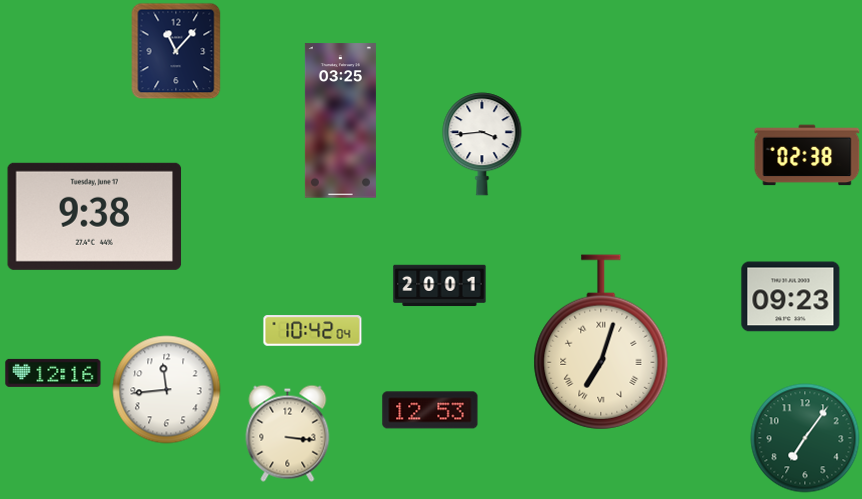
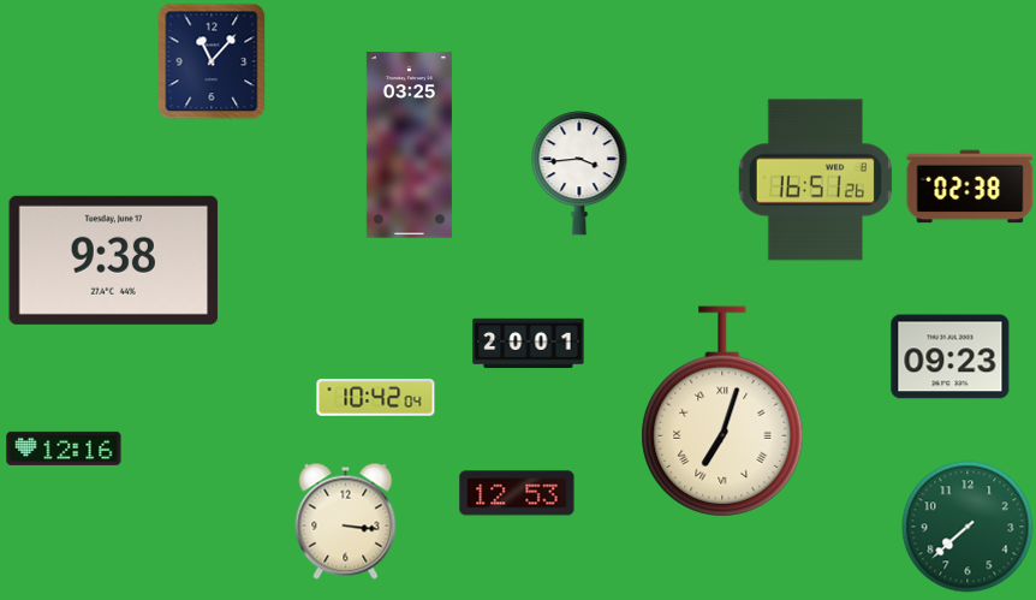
clock at (815, 180): none -> 16:51
clock at (167, 390): 11:44 -> none
clock at (805, 438): 7:06 -> 7:38
